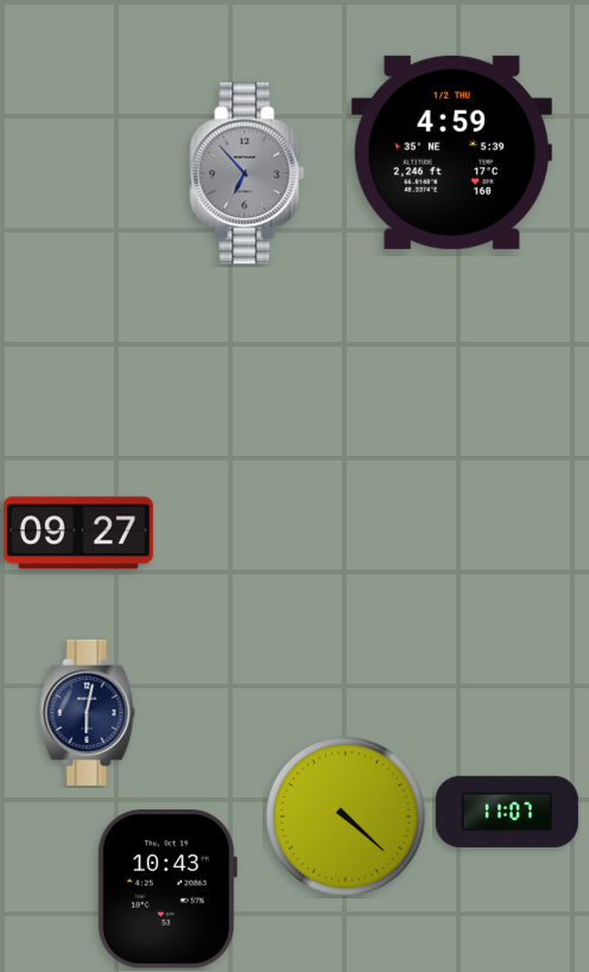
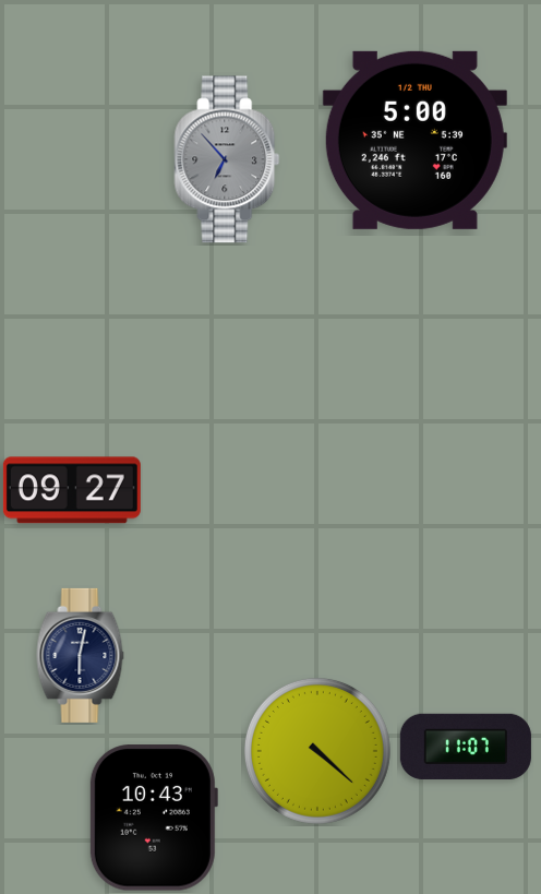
clock at (451, 152): 4:59 -> 5:00
